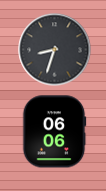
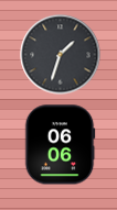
clock at (55, 50): 8:33 -> 1:33
